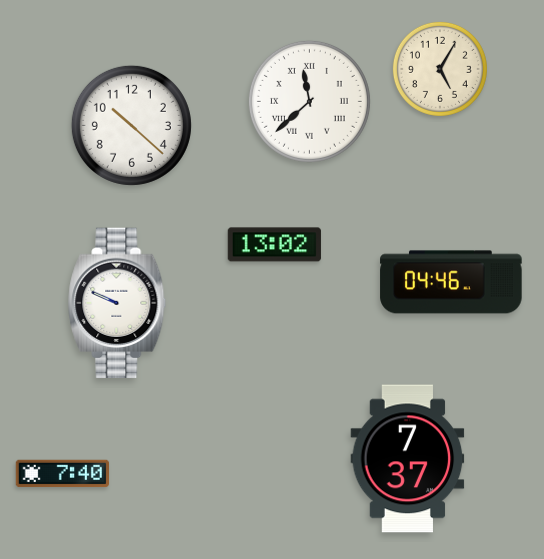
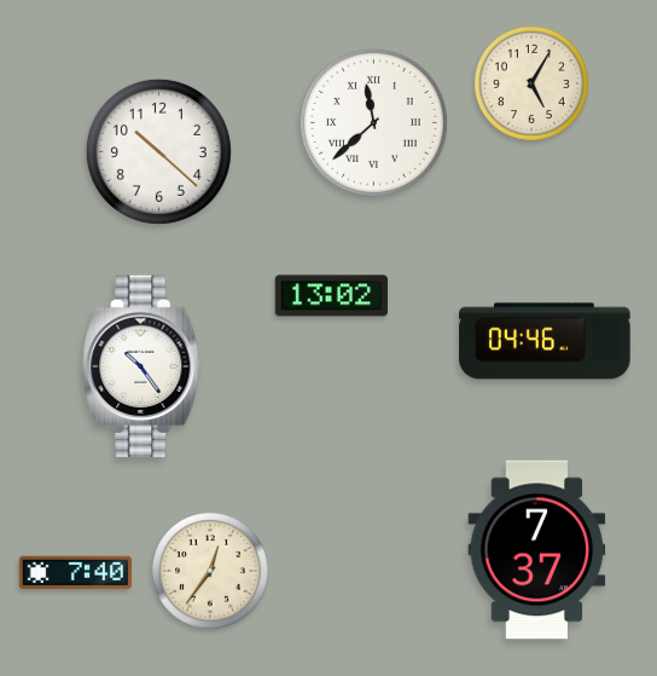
clock at (117, 303): 9:49 -> 10:24
clock at (408, 459) position: (408, 459) -> (537, 550)
clock at (211, 572): none -> 12:36
